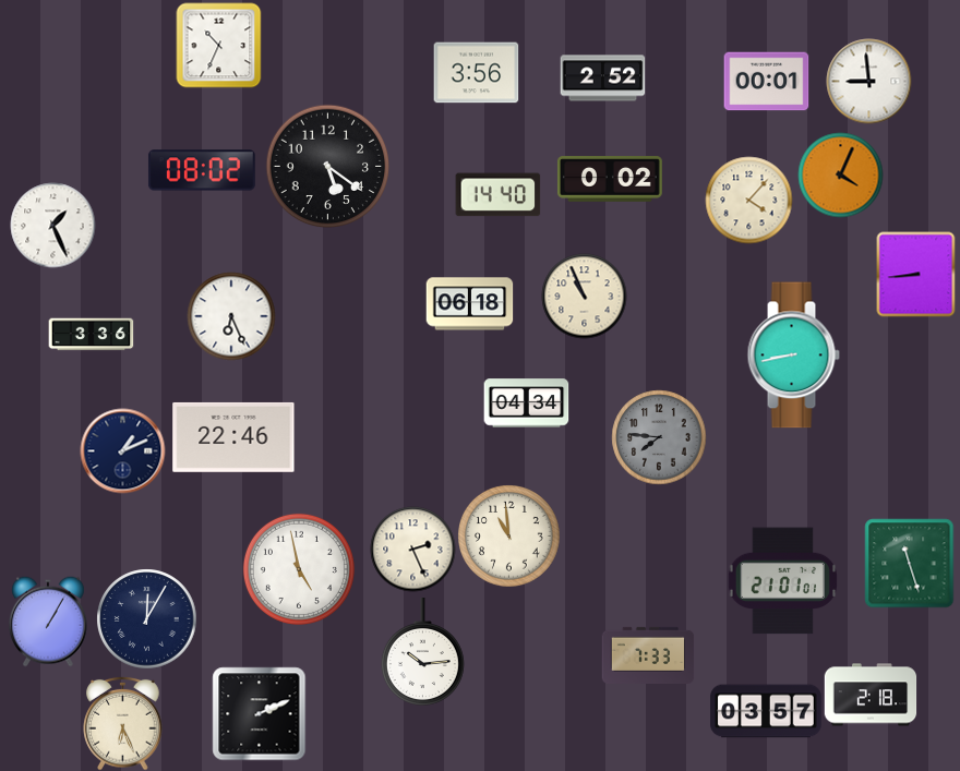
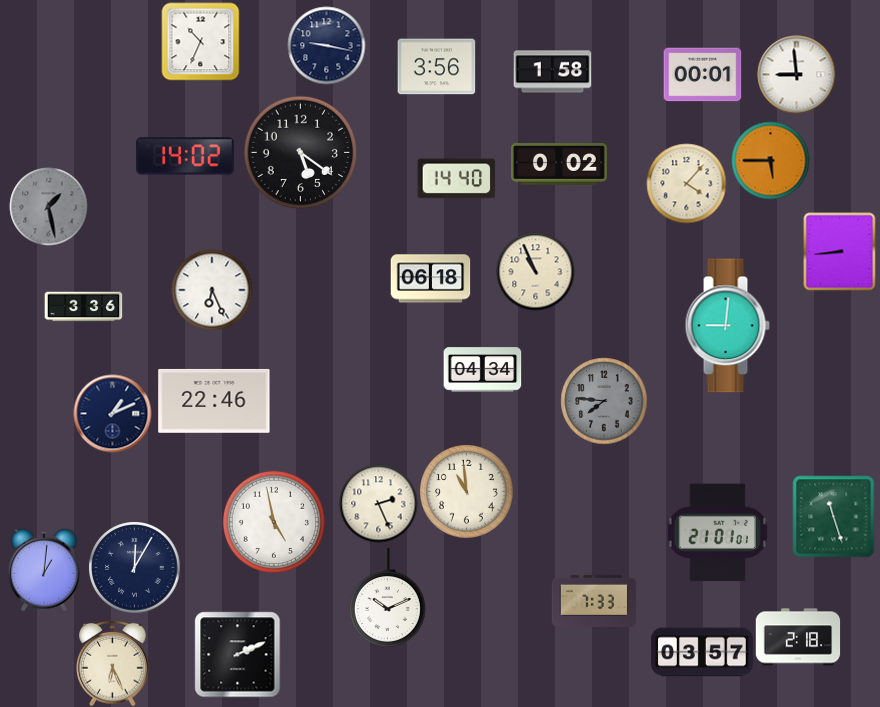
clock at (326, 45): none -> 9:17
clock at (602, 79): 2:52 -> 1:58
clock at (202, 170): 08:02 -> 14:02
clock at (840, 174): 4:04 -> 5:45
clock at (52, 225): 1:26 -> 1:28
clock at (52, 225) dial: white -> grey
clock at (793, 356): 8:43 -> 9:01
clock at (48, 622): 1:05 -> 1:01
clock at (422, 652): 10:14 -> 10:11
